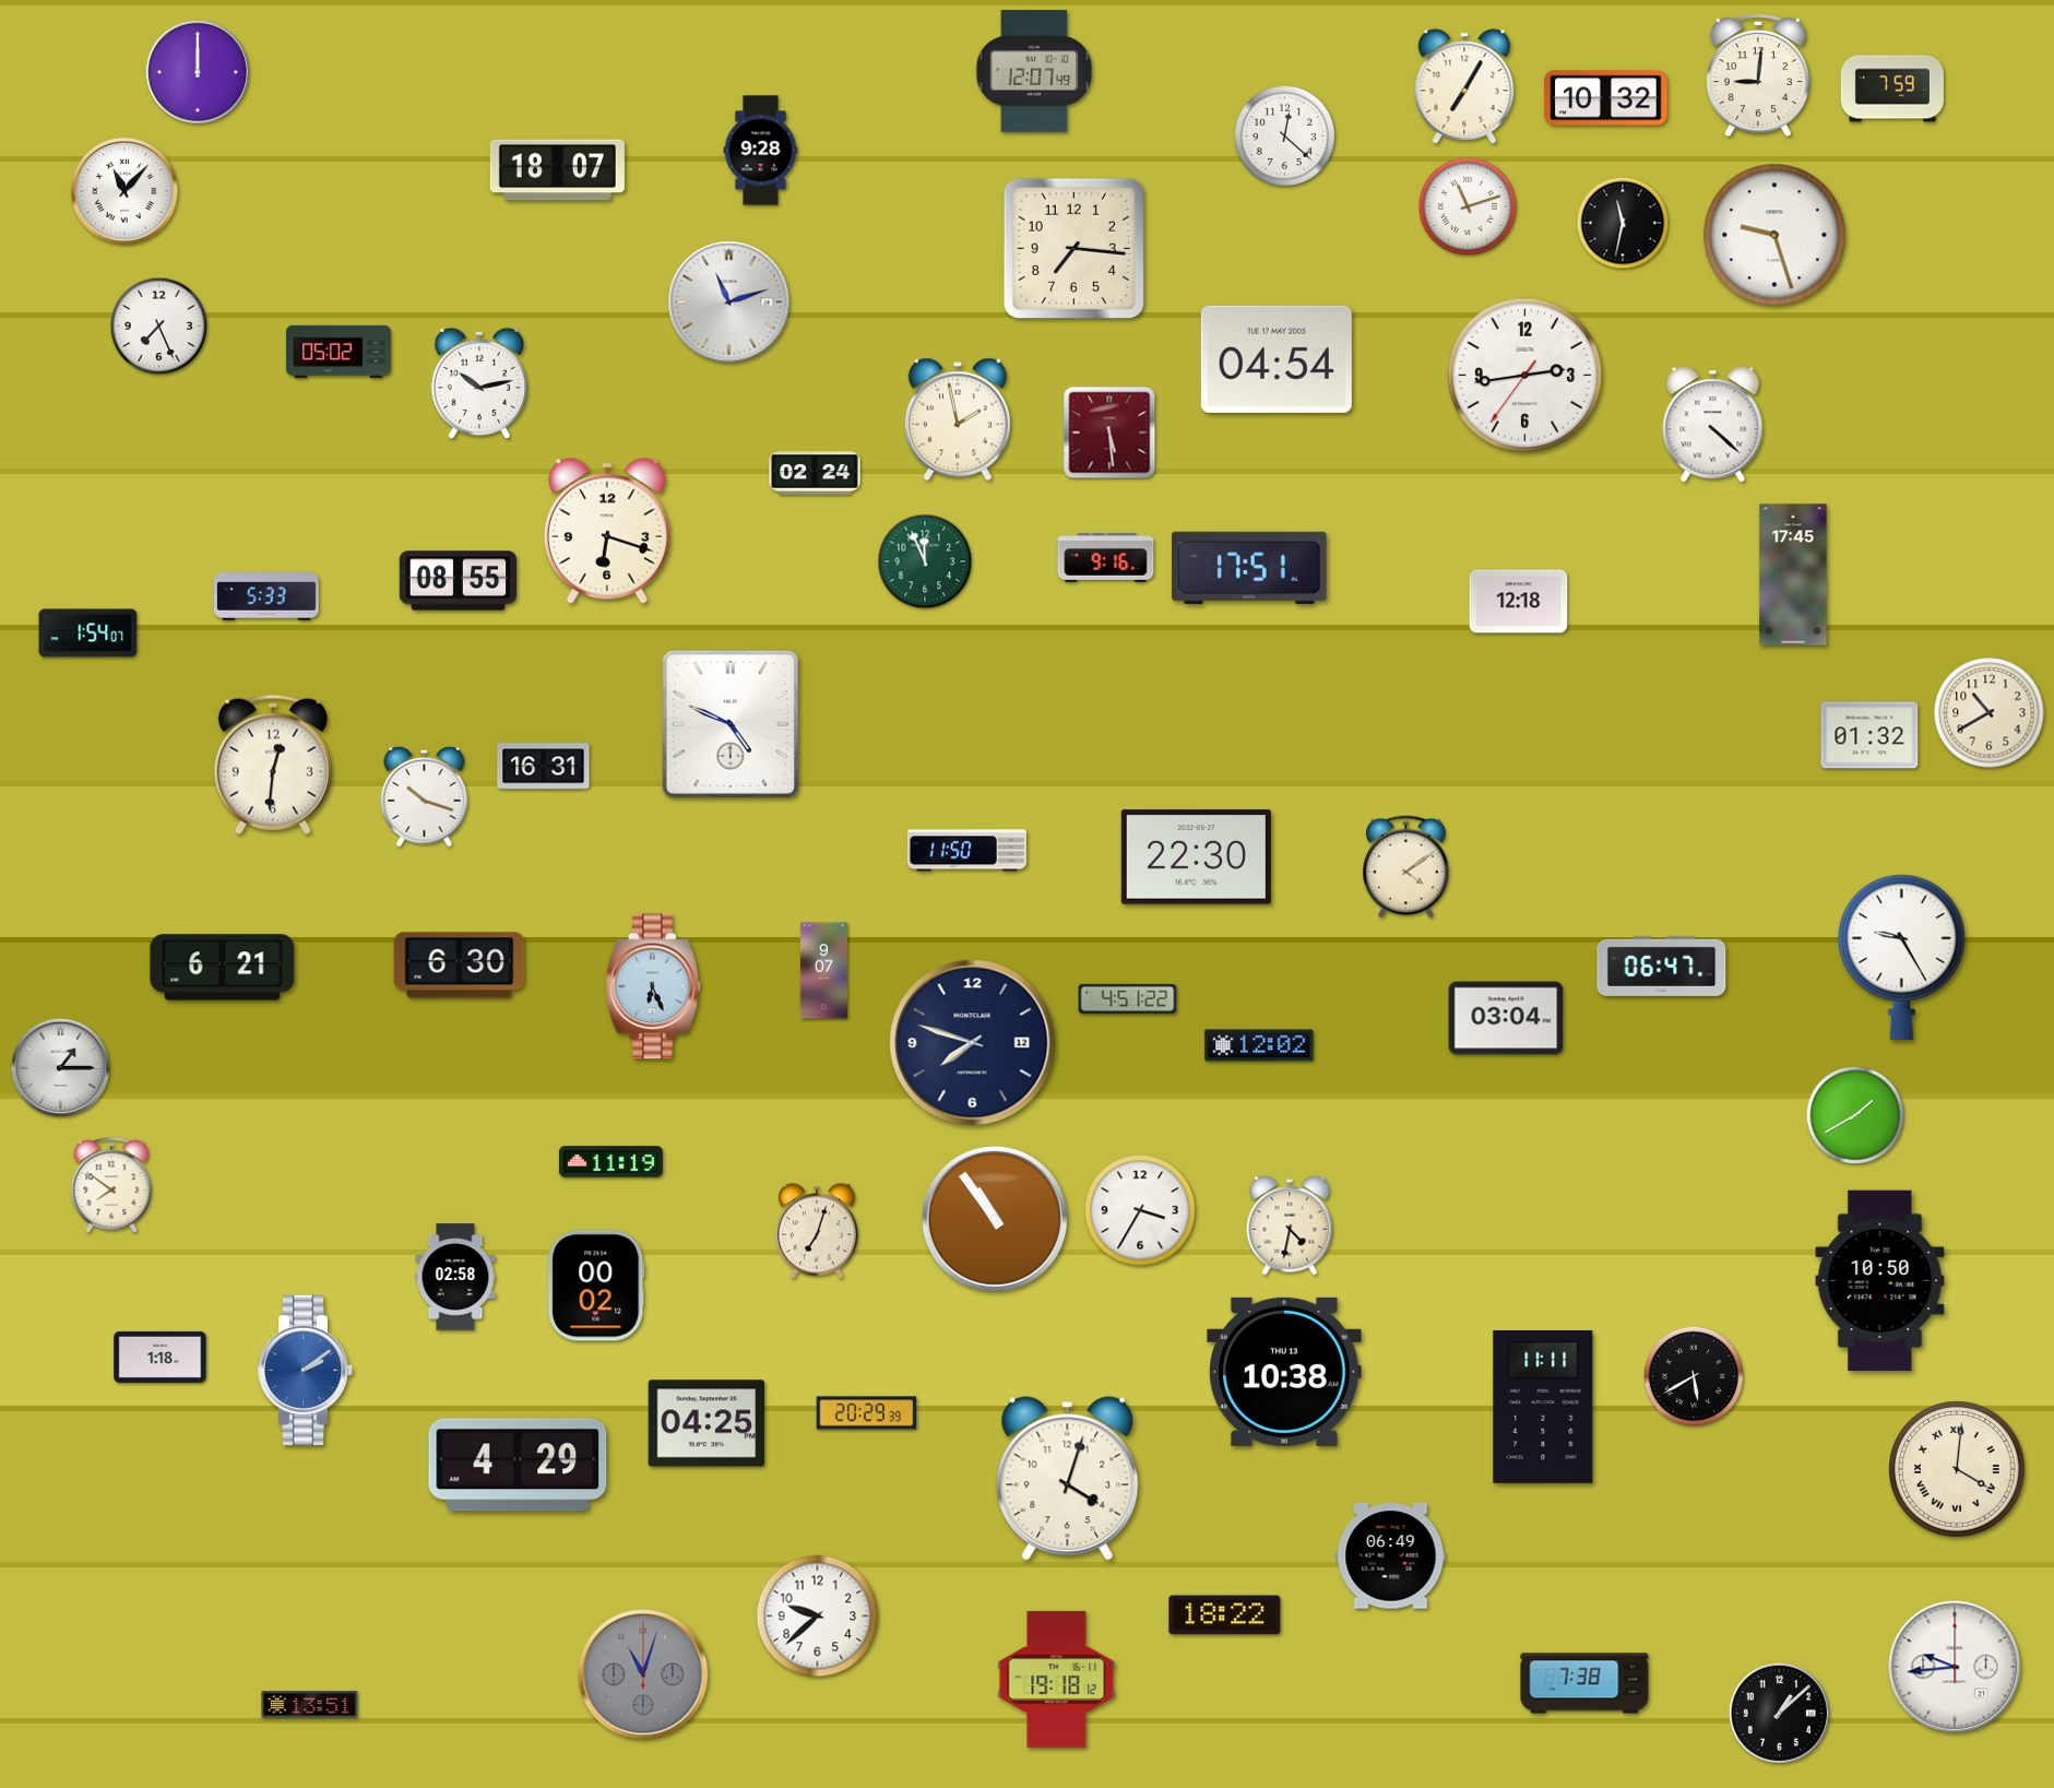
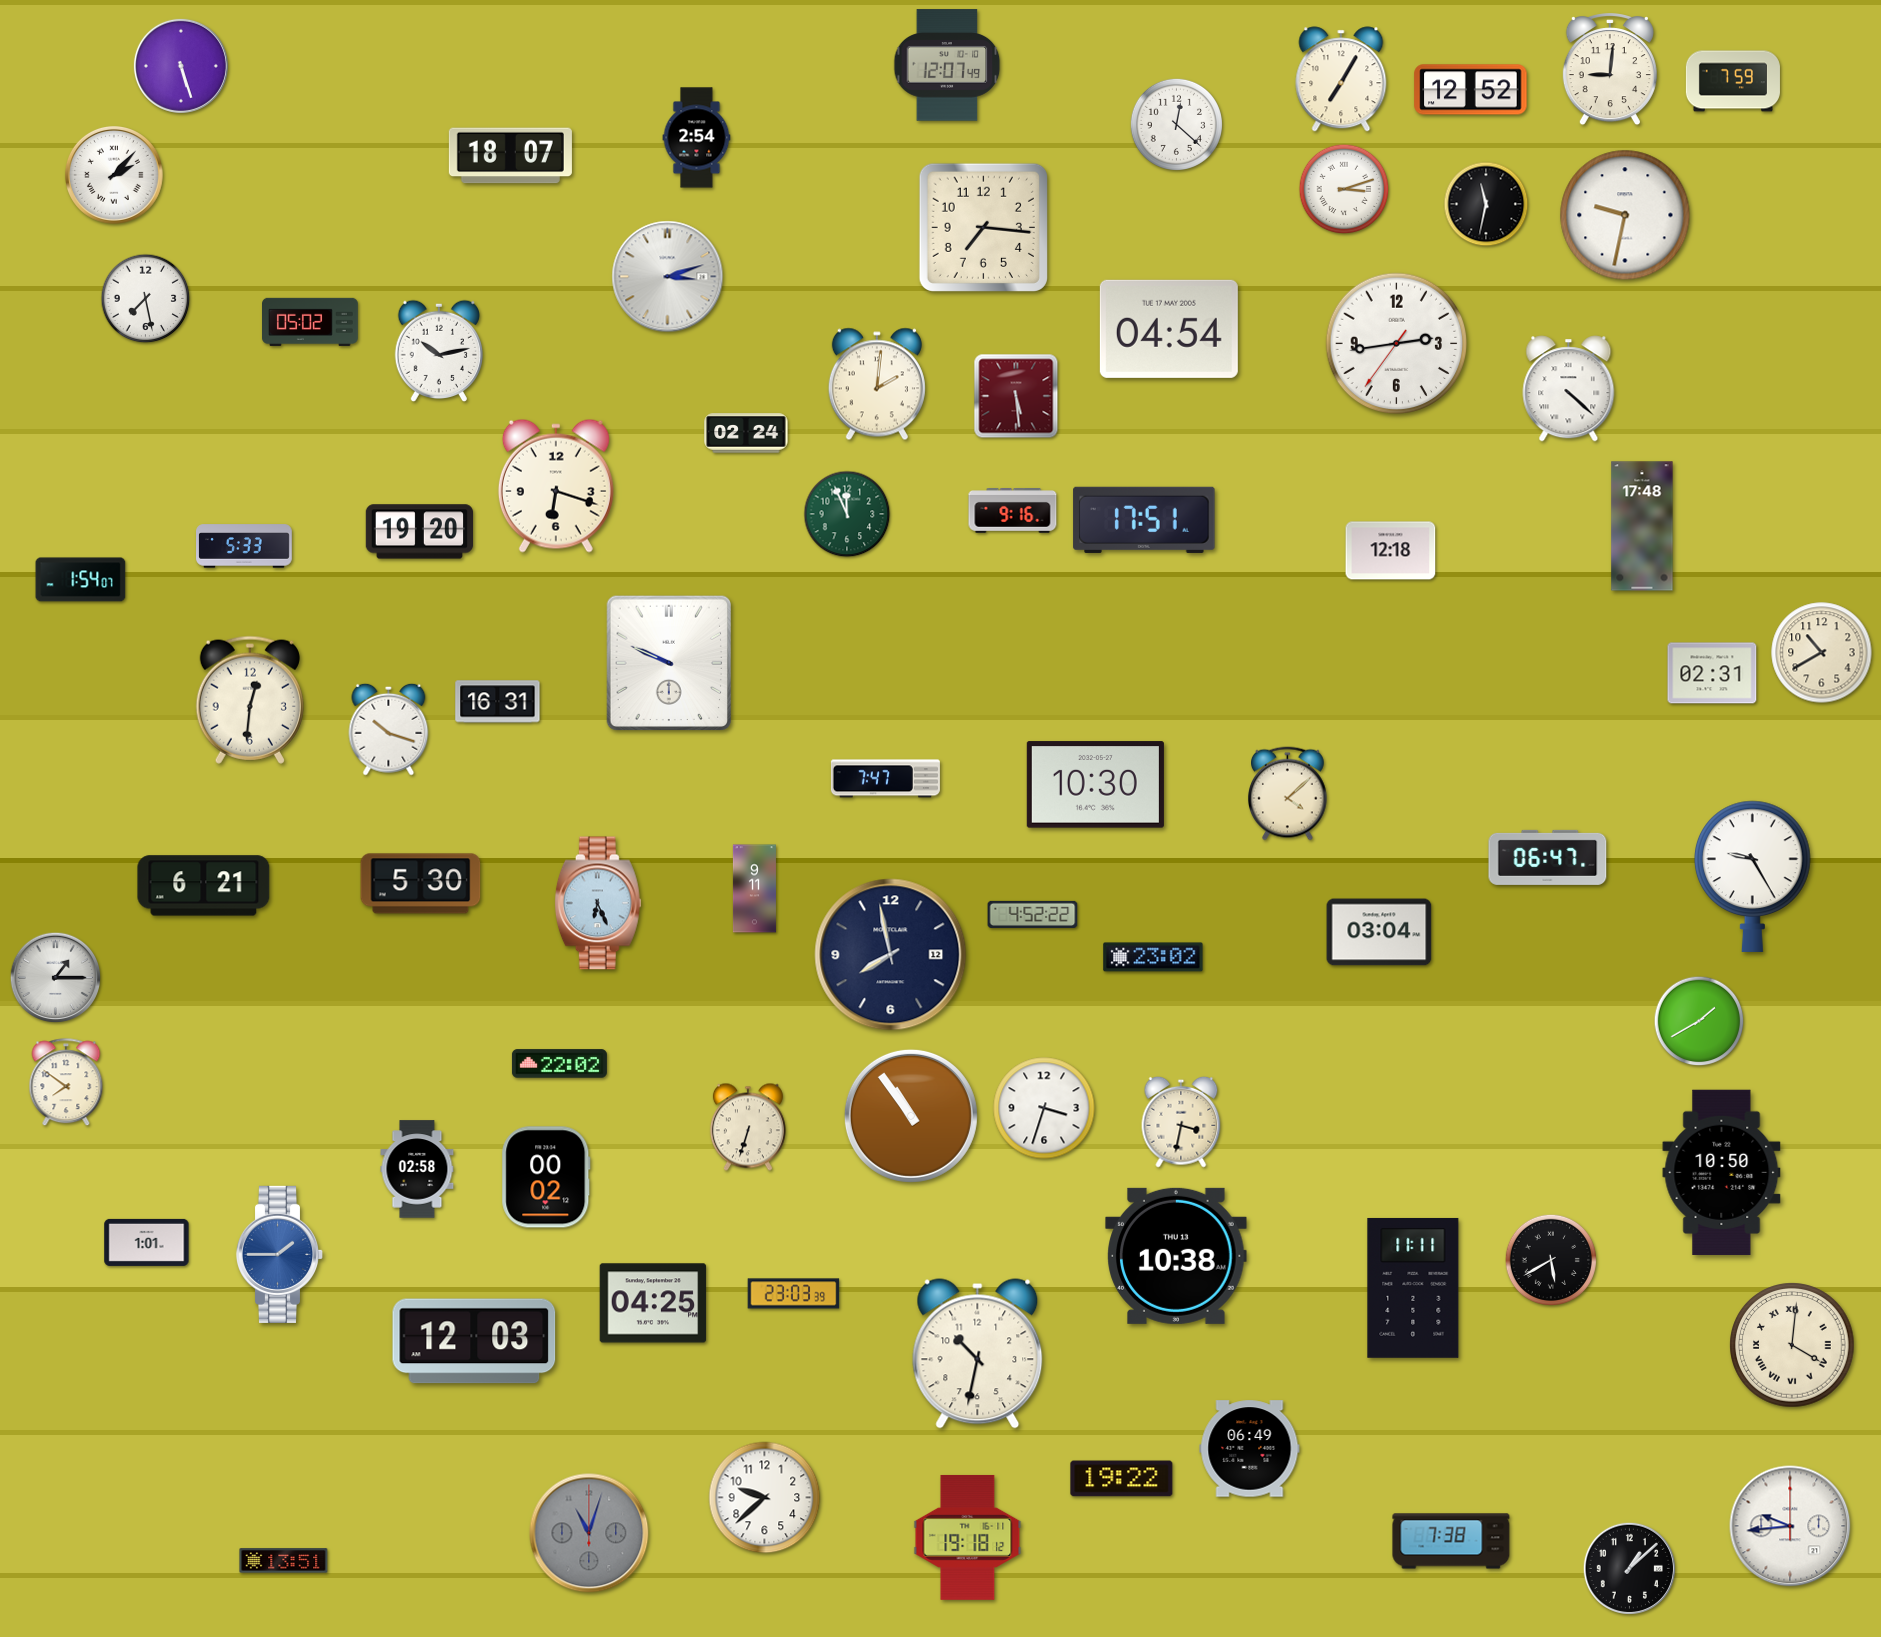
clock at (198, 72): 12:00 -> 5:27
clock at (1606, 98): 10:32 -> 12:52
clock at (761, 151): 9:28 -> 2:54
clock at (124, 191): 11:07 -> 2:07
clock at (1468, 206): 11:12 -> 3:12
clock at (1774, 235): 9:27 -> 9:32
clock at (729, 303): 11:12 -> 3:12
clock at (159, 327): 7:26 -> 7:28
clock at (958, 419): 1:58 -> 2:01
clock at (1793, 575): 17:45 -> 17:48
clock at (459, 581): 08:55 -> 19:20
clock at (729, 723): 4:49 -> 9:49
clock at (1869, 735): 01:32 -> 02:31
clock at (966, 851): 11:50 -> 7:47
clock at (1196, 857): 22:30 -> 10:30
clock at (1406, 867): 4:09 -> 4:08
clock at (1902, 957) position: (1902, 957) -> (1753, 876)
clock at (460, 966): 6:30 -> 5:30
clock at (1662, 966) position: (1662, 966) -> (1548, 857)
clock at (823, 971): 9:07 -> 9:11
clock at (1128, 998): 4:51 -> 4:52
clock at (973, 1043): 7:48 -> 7:58
clock at (1259, 1045): 12:02 -> 23:02
clock at (610, 1162): 11:19 -> 22:02
clock at (111, 1186) position: (111, 1186) -> (66, 1083)
clock at (1140, 1210): 3:35 -> 3:33
clock at (1290, 1225): 4:32 -> 3:32
clock at (817, 1231): 7:03 -> 6:33
clock at (161, 1357): 1:18 -> 1:01
clock at (306, 1370): 2:09 -> 1:45
clock at (867, 1413): 20:29 -> 23:03
clock at (707, 1423) position: (707, 1423) -> (653, 1303)
clock at (518, 1465): 4:29 -> 12:03
clock at (1068, 1479): 4:03 -> 10:32
clock at (1391, 1556) position: (1391, 1556) -> (1250, 1449)
clock at (1225, 1615): 18:22 -> 19:22
clock at (818, 1617) position: (818, 1617) -> (765, 1498)
